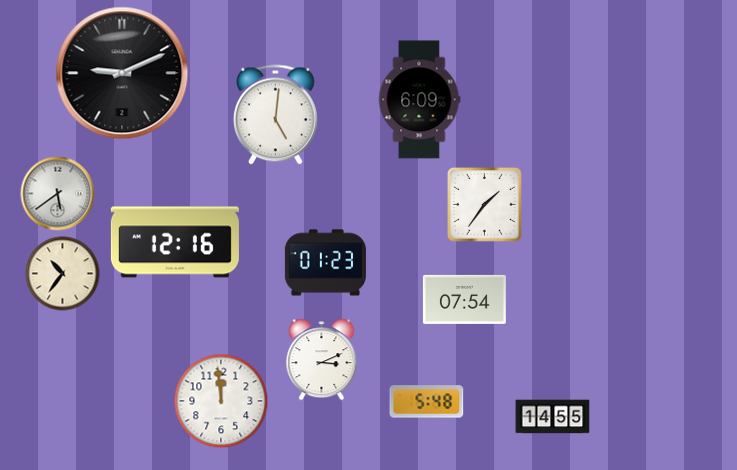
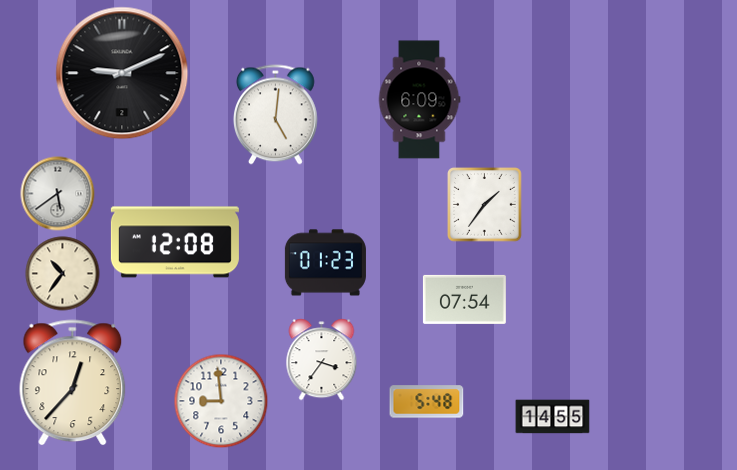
clock at (175, 242): 12:16 -> 12:08
clock at (322, 360): 3:11 -> 3:36
clock at (73, 383): none -> 12:37
clock at (221, 401): 11:59 -> 8:59
